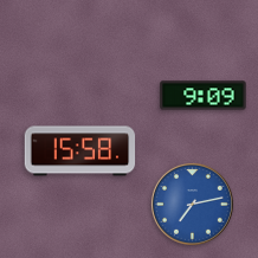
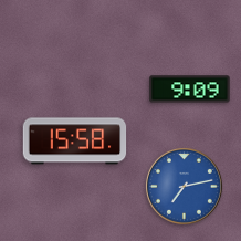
clock at (192, 204) position: (192, 204) -> (184, 186)
